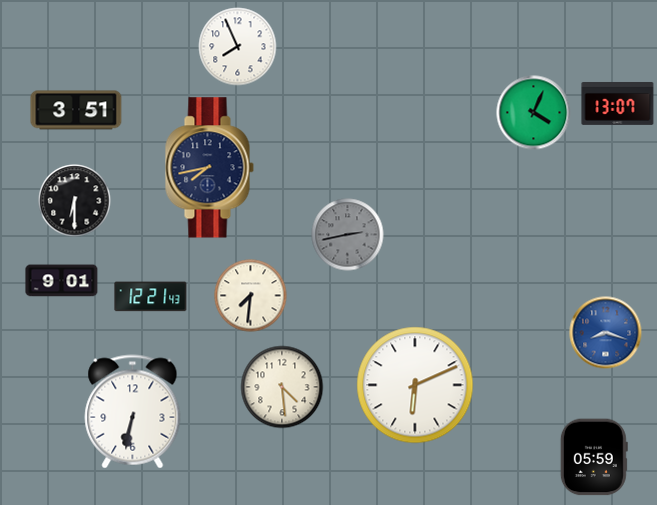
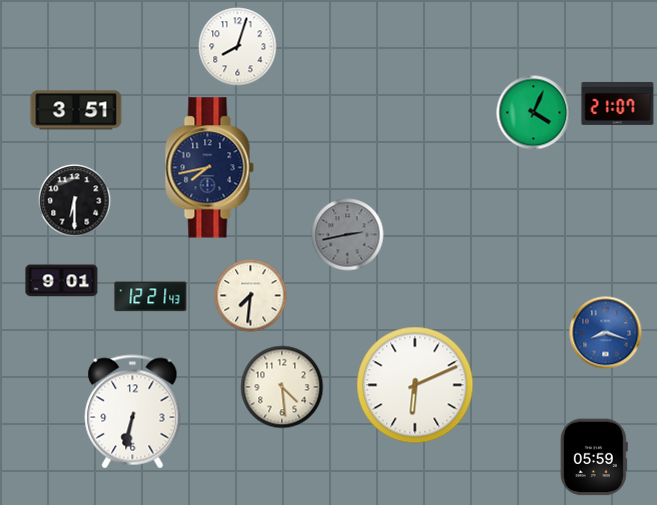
clock at (238, 47): 7:56 -> 8:03
clock at (618, 103): 13:07 -> 21:07
